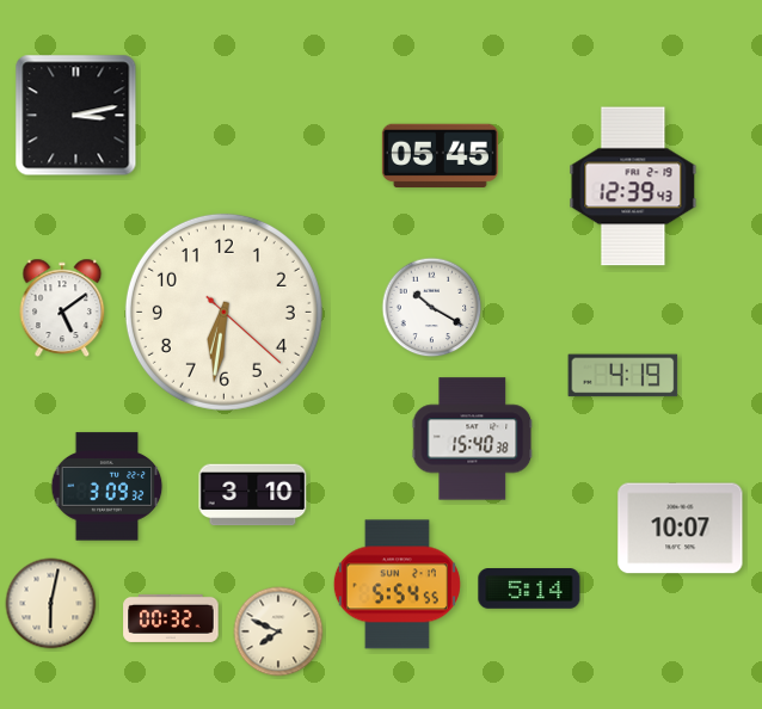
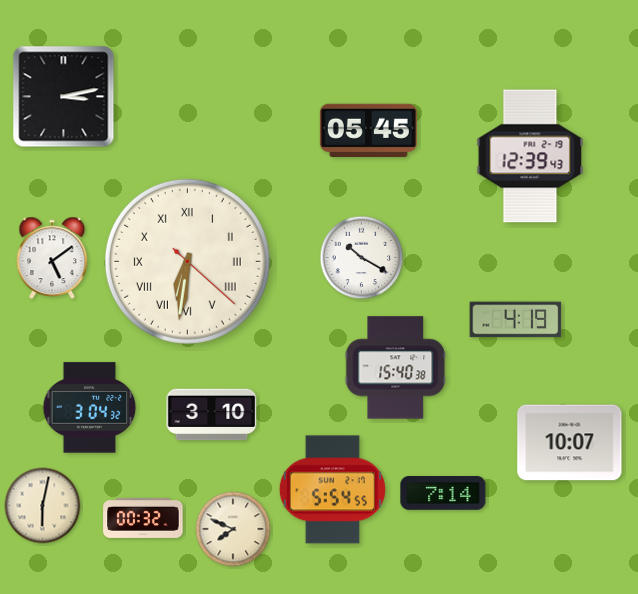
clock at (223, 312) numerals: Arabic -> Roman
clock at (623, 376) position: (623, 376) -> (516, 320)
clock at (107, 487): 3:09 -> 3:04
clock at (529, 590): 5:14 -> 7:14
